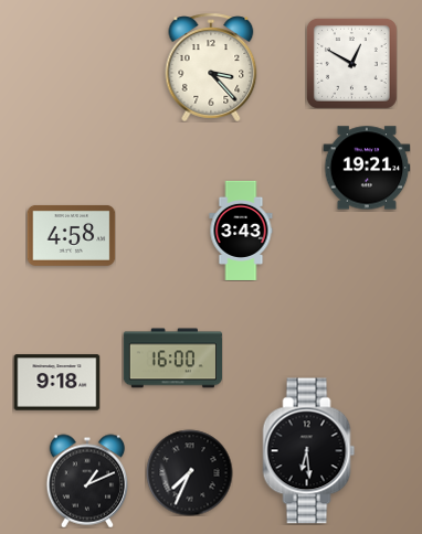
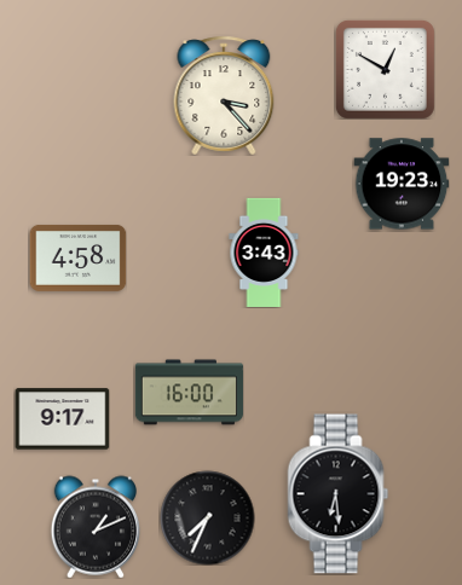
clock at (211, 67) position: (211, 67) -> (224, 95)
clock at (367, 168): 19:21 -> 19:23
clock at (56, 383): 9:18 -> 9:17
